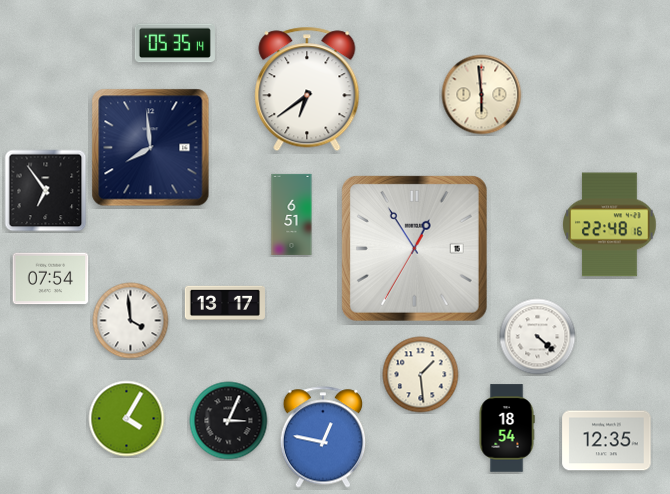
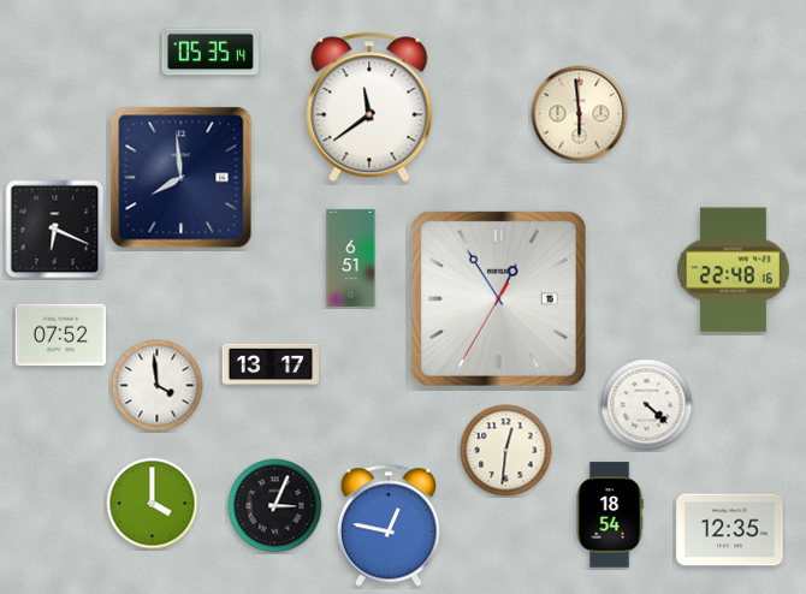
clock at (307, 89): 6:39 -> 11:39
clock at (46, 191): 6:54 -> 6:19
clock at (51, 279): 07:54 -> 07:52
clock at (421, 375): 1:29 -> 12:31
clock at (127, 419): 4:05 -> 4:00
